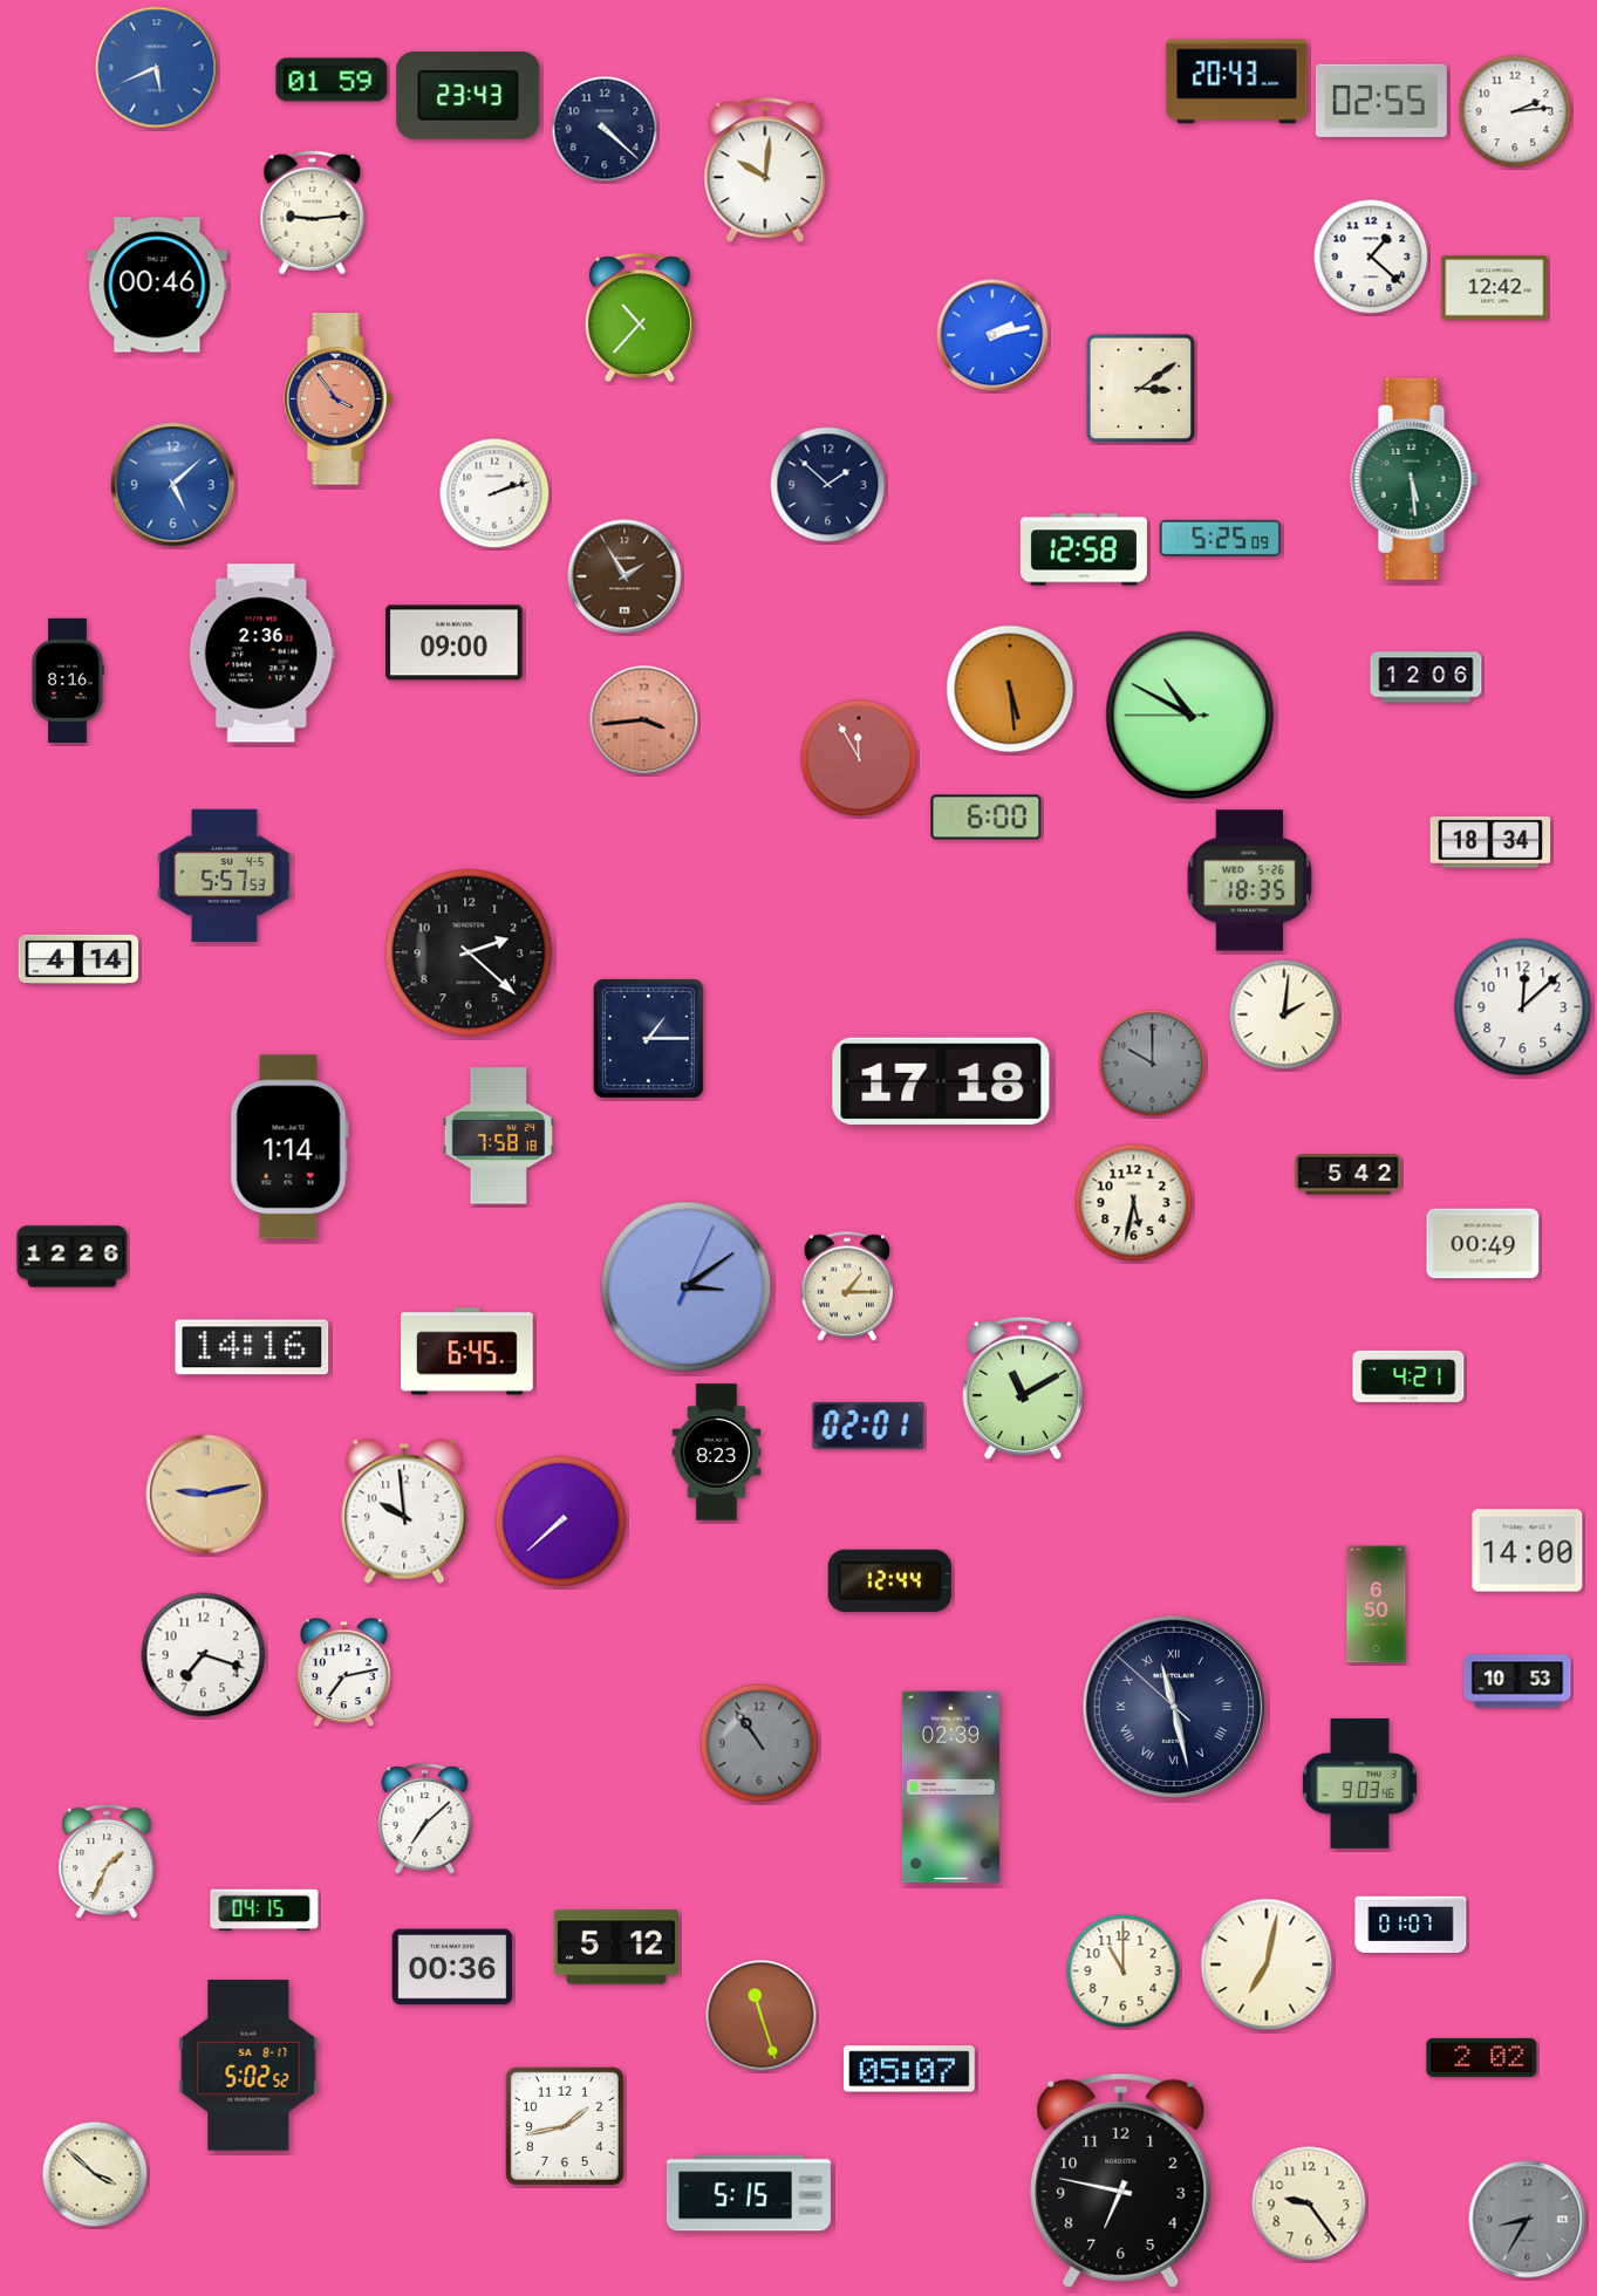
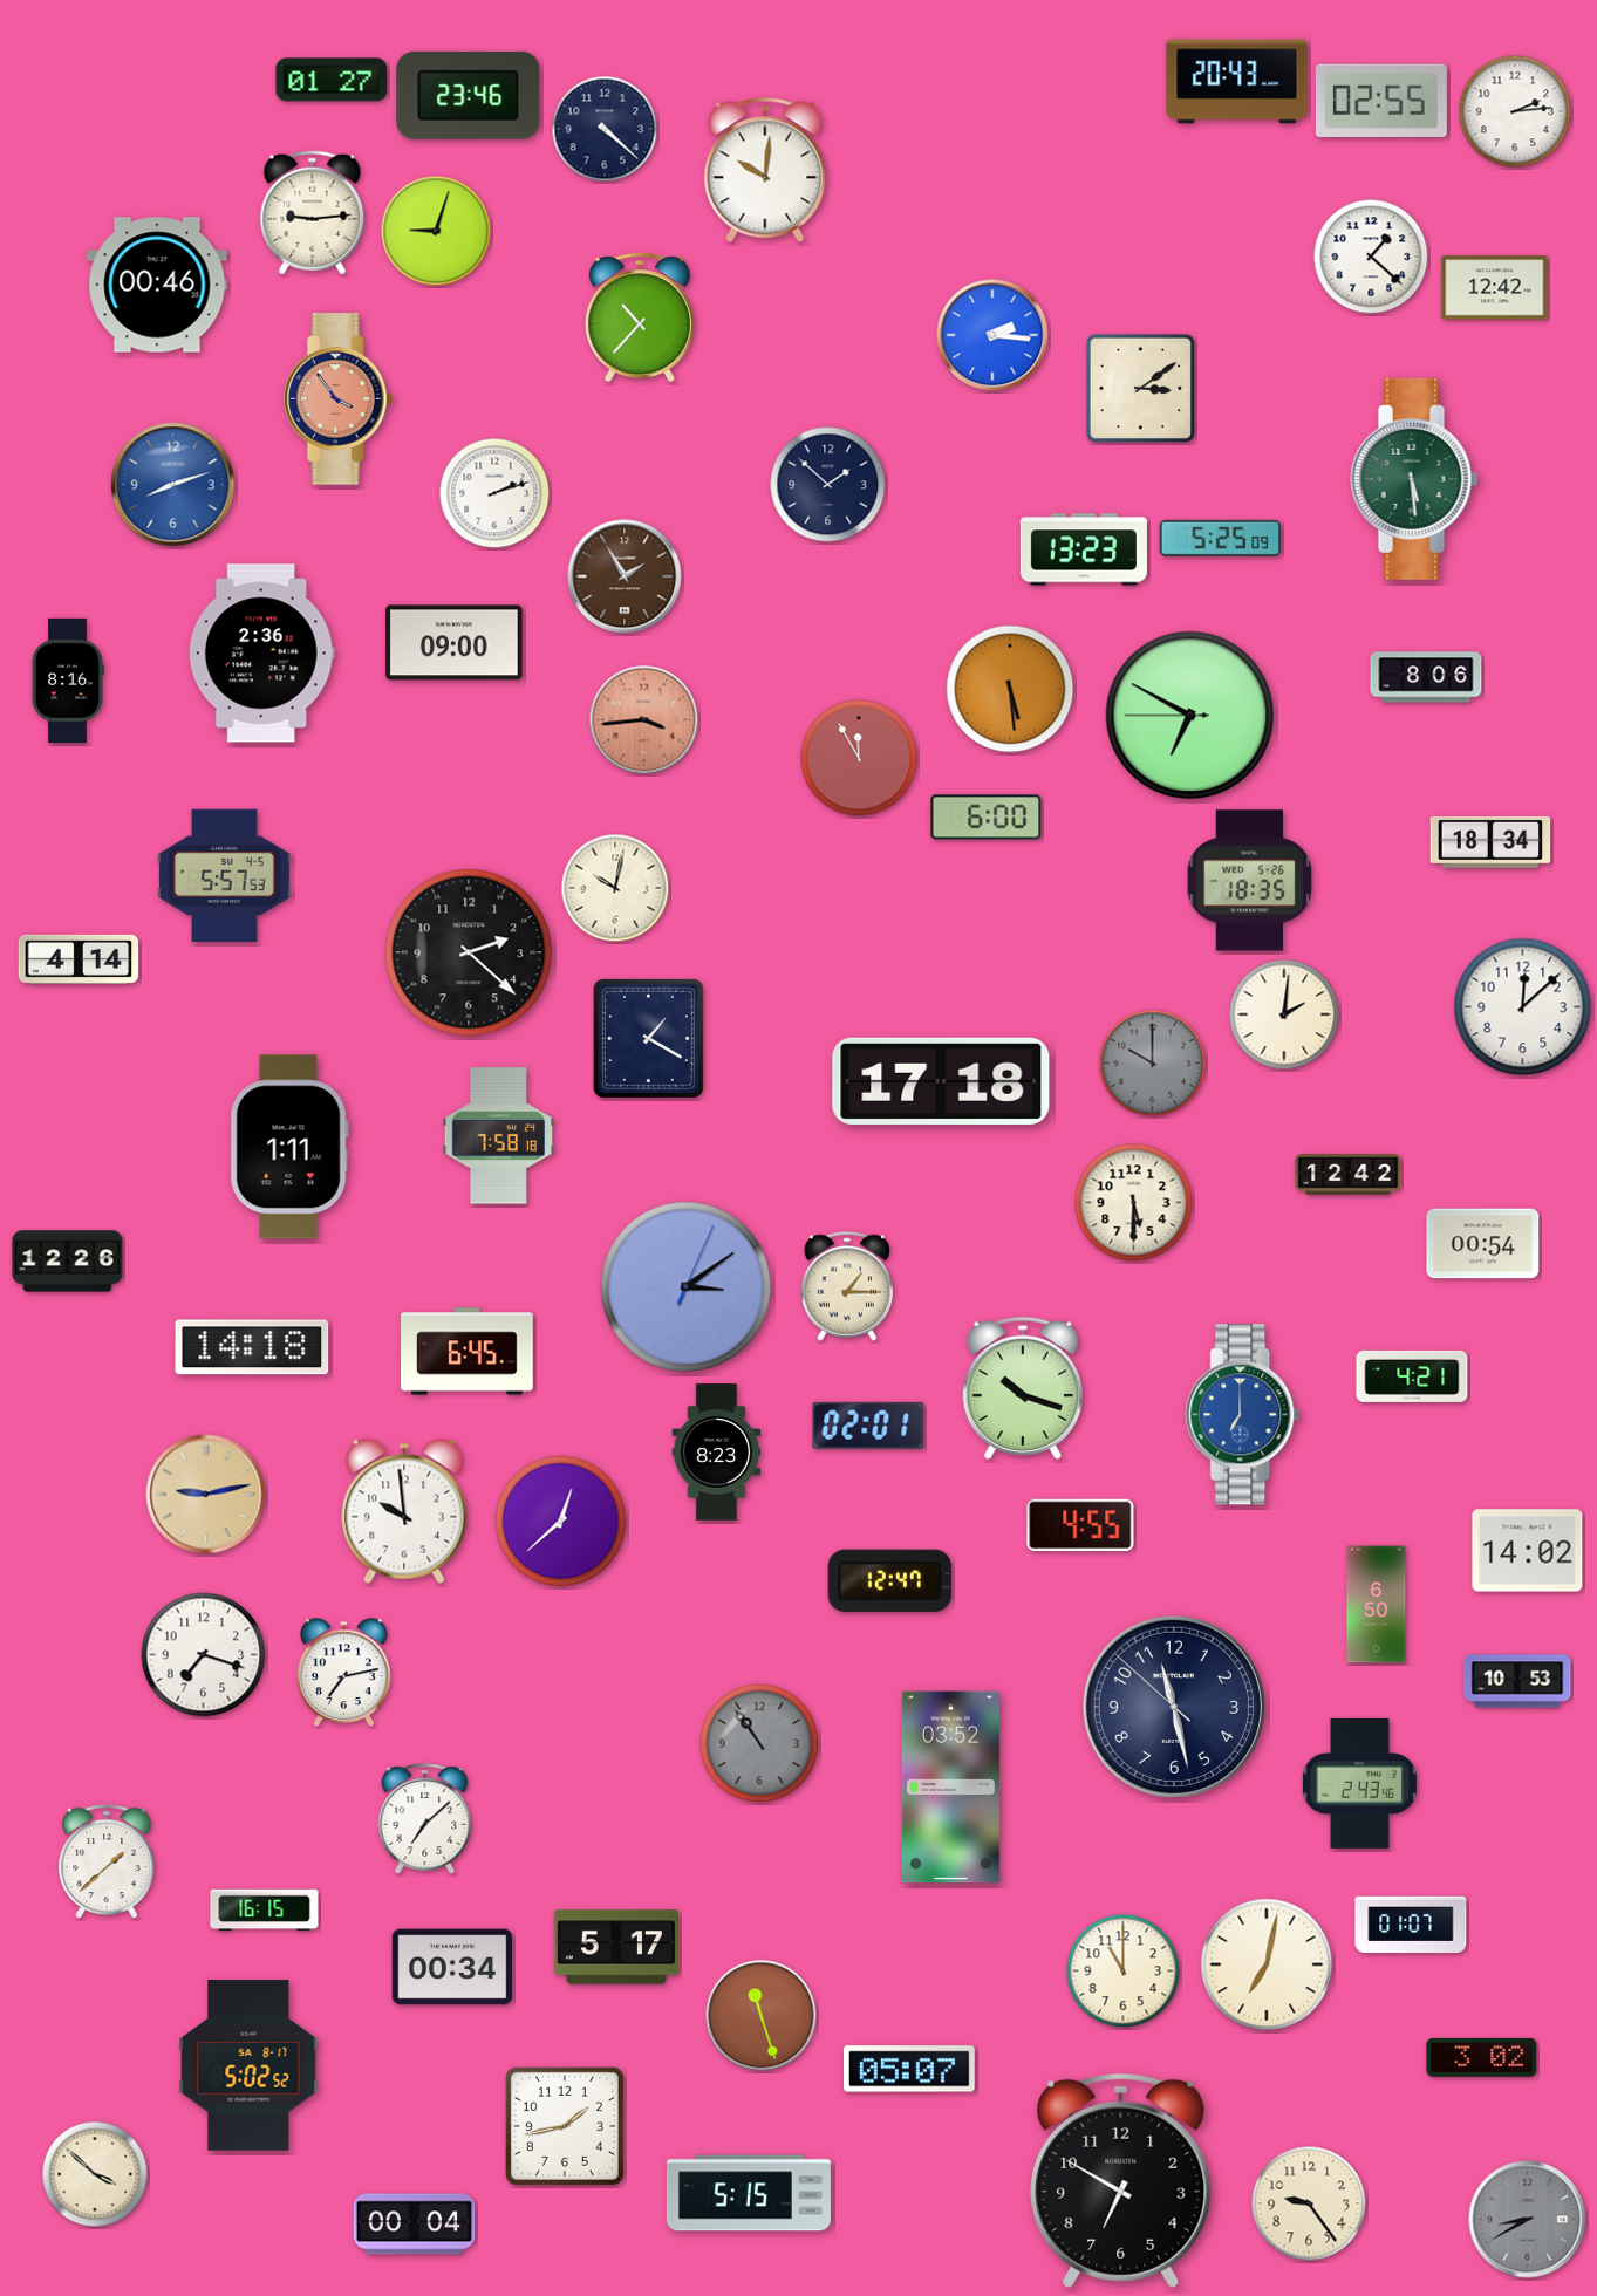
clock at (157, 68): 5:41 -> none
clock at (332, 80): 01:59 -> 01:27
clock at (469, 95): 23:43 -> 23:46
clock at (436, 231): none -> 9:03
clock at (992, 335): 2:13 -> 2:16
clock at (173, 485): 5:08 -> 8:12
clock at (1084, 549): 12:58 -> 13:23
clock at (1426, 677): 12:06 -> 8:06
clock at (1190, 716): 10:49 -> 6:49
clock at (615, 888): none -> 10:02
clock at (648, 1038): 1:15 -> 1:20
clock at (289, 1147): 1:14 -> 1:11
clock at (1349, 1175): 5:42 -> 12:42
clock at (1134, 1203): 5:32 -> 5:30
clock at (1483, 1244): 00:49 -> 00:54
clock at (73, 1257) position: (73, 1257) -> (68, 1262)
clock at (252, 1347): 14:16 -> 14:18
clock at (1408, 1376) position: (1408, 1376) -> (1412, 1376)
clock at (1023, 1387): 11:10 -> 10:18
clock at (1243, 1415): none -> 7:00
clock at (561, 1522): 7:38 -> 12:38
clock at (1080, 1525): none -> 4:55
clock at (1528, 1551): 14:00 -> 14:02
clock at (889, 1580): 12:44 -> 12:47
clock at (1174, 1707) numerals: Roman -> Arabic
clock at (1359, 1783): 9:03 -> 2:43
clock at (950, 1788): 02:39 -> 03:52
clock at (107, 1861): 1:34 -> 1:38
clock at (265, 1911): 04:15 -> 16:15
clock at (616, 1947): 5:12 -> 5:17
clock at (452, 1967): 00:36 -> 00:34
clock at (1482, 2057): 2:02 -> 3:02
clock at (1121, 2180): 6:47 -> 6:50
clock at (1528, 2220): 8:35 -> 8:40
clock at (415, 2225): none -> 00:04
